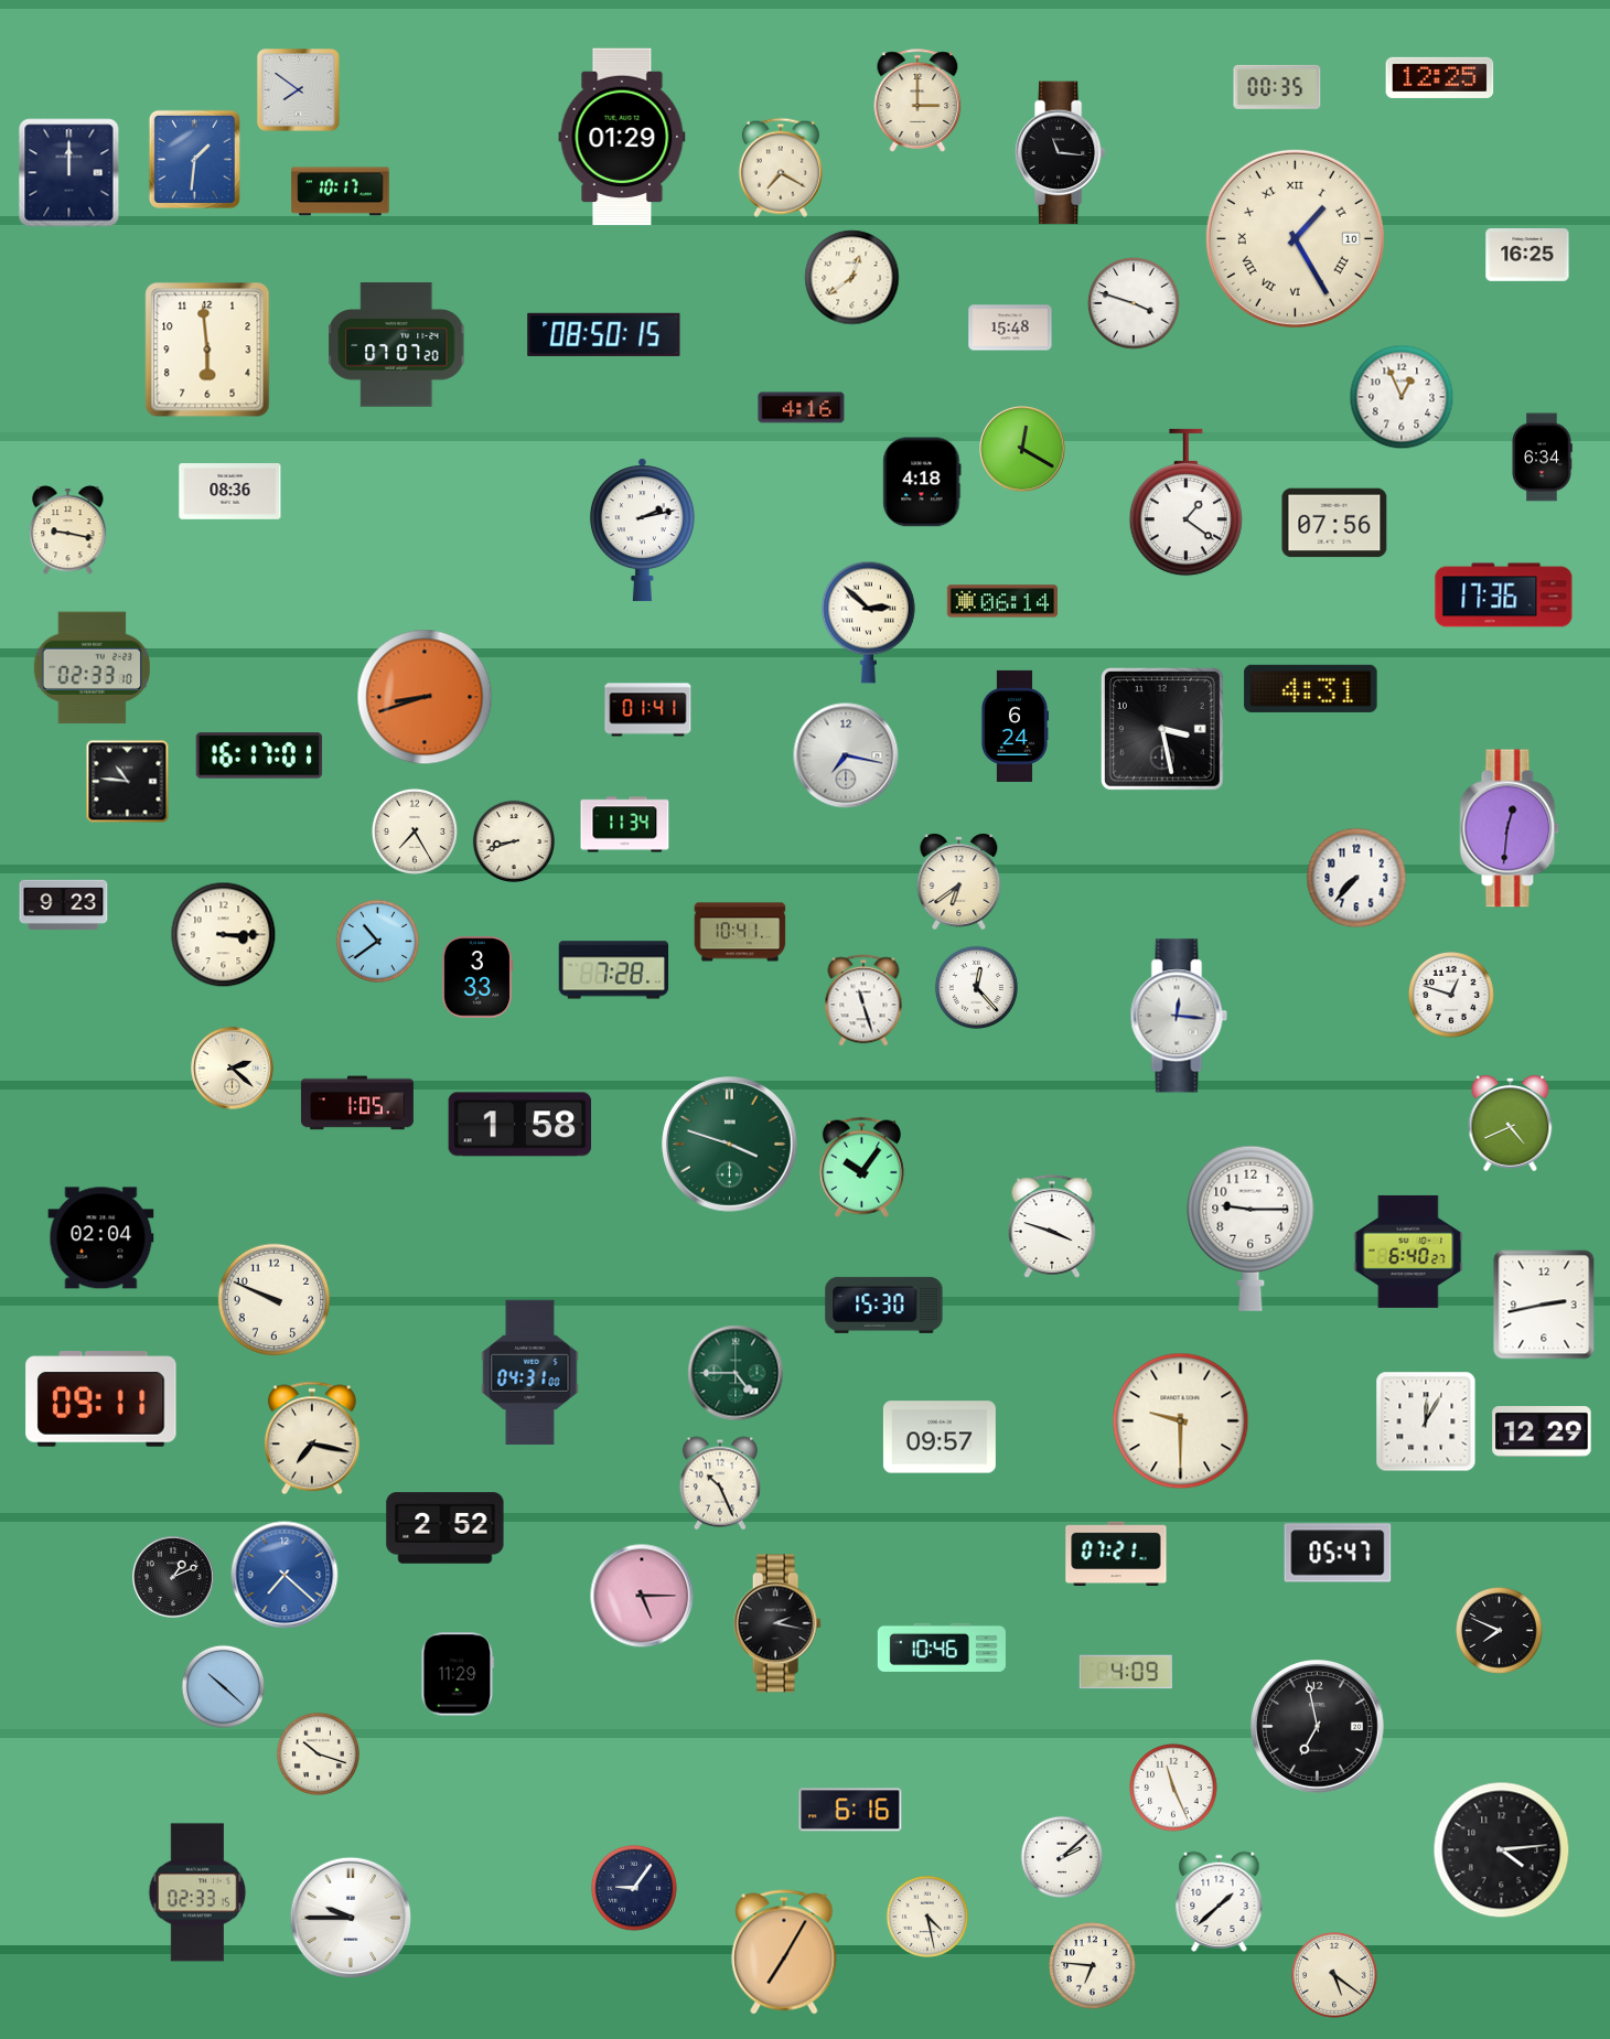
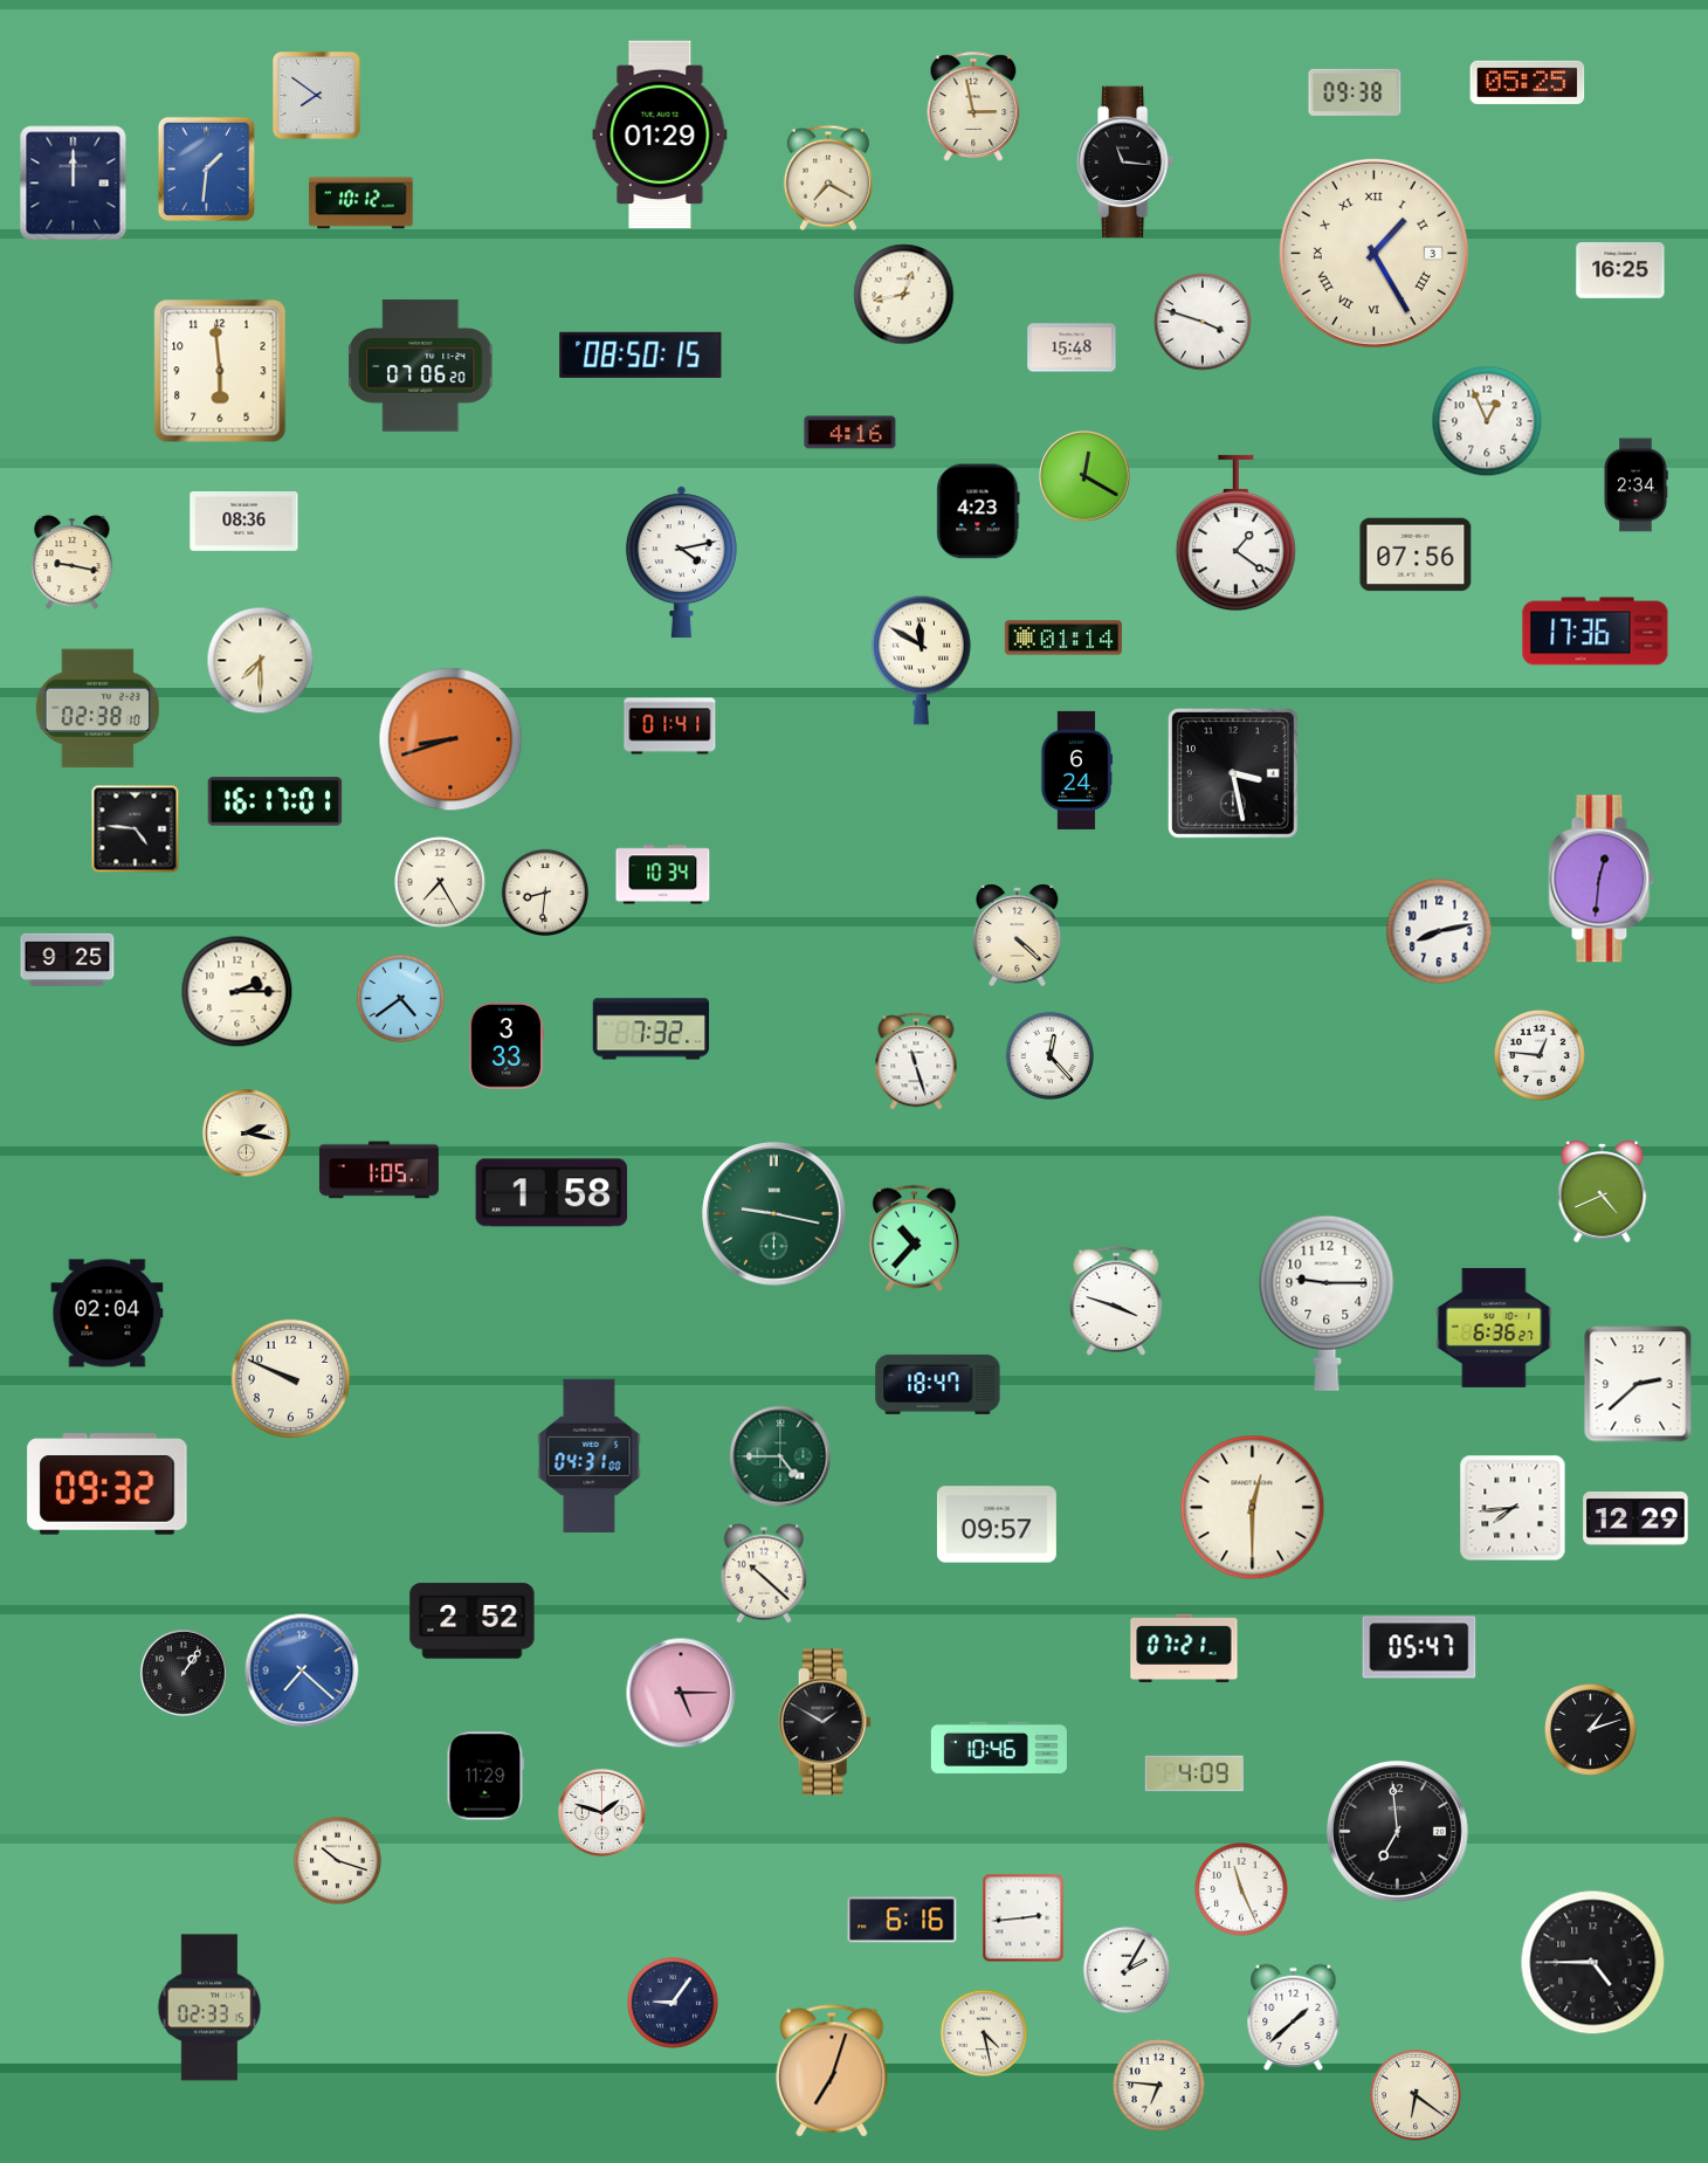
clock at (1440, 77): 12:25 -> 05:25
clock at (1277, 87): 00:35 -> 09:38
clock at (917, 100): 3:00 -> 2:58
clock at (622, 137) position: (622, 137) -> (660, 135)
clock at (341, 192): 10:17 -> 10:12
clock at (1295, 238) date: 10 -> 3
clock at (852, 278): 12:39 -> 12:43
clock at (397, 345): 07:07 -> 07:06
clock at (1542, 458): 6:34 -> 2:34
clock at (922, 482): 4:18 -> 4:23
clock at (1185, 503) position: (1185, 503) -> (1235, 533)
clock at (642, 530): 2:13 -> 4:13
clock at (1002, 601): 06:14 -> 01:14
clock at (868, 622): 2:52 -> 11:50
clock at (261, 661): none -> 7:30
clock at (92, 668): 02:33 -> 02:38
clock at (1311, 688): 4:31 -> none
clock at (648, 710) position: (648, 710) -> (670, 726)
clock at (846, 755): 7:17 -> none
clock at (128, 782): 10:46 -> 4:46
clock at (625, 825): 11:34 -> 10:34
clock at (513, 840): 8:42 -> 8:31
clock at (1356, 878): 7:37 -> 8:13
clock at (959, 881): 6:39 -> 4:22
clock at (64, 904): 9:23 -> 9:25
clock at (740, 932): 10:41 -> none
clock at (224, 935): 3:15 -> 2:15
clock at (377, 941): 10:39 -> 4:39
clock at (614, 970): 7:28 -> 7:32
clock at (477, 977) position: (477, 977) -> (507, 1046)
clock at (976, 987) position: (976, 987) -> (1049, 1055)
clock at (1451, 995): 12:48 -> 12:46
clock at (1179, 1016): 12:16 -> none
clock at (233, 1069): 2:22 -> 2:17
clock at (730, 1145): 3:48 -> 9:17
clock at (861, 1167): 10:06 -> 10:37
clock at (1408, 1252): 6:40 -> 6:36
clock at (884, 1305): 15:30 -> 18:47
clock at (1544, 1305): 2:43 -> 2:38
clock at (530, 1372) position: (530, 1372) -> (590, 1455)
clock at (101, 1399): 09:11 -> 09:32
clock at (1181, 1421): 9:30 -> 12:30
clock at (1426, 1421): 12:05 -> 7:44
clock at (312, 1438): 7:17 -> none
clock at (720, 1483): 10:26 -> 10:22
clock at (173, 1577): 1:11 -> 1:06
clock at (777, 1623): 2:17 -> 1:50
clock at (1500, 1631): 7:49 -> 1:12
clock at (223, 1686): 10:22 -> none
clock at (602, 1813): none -> 1:48
clock at (1318, 1727): 6:58 -> 6:59
clock at (1173, 1788) position: (1173, 1788) -> (1241, 1889)
clock at (1024, 1919): none -> 2:44
clock at (1502, 1850): 4:14 -> 4:45
clock at (1061, 1856): 2:08 -> 2:05
clock at (350, 1917): 9:45 -> none
clock at (784, 1952): 7:05 -> 7:03
clock at (1334, 1975): 5:21 -> 6:21
